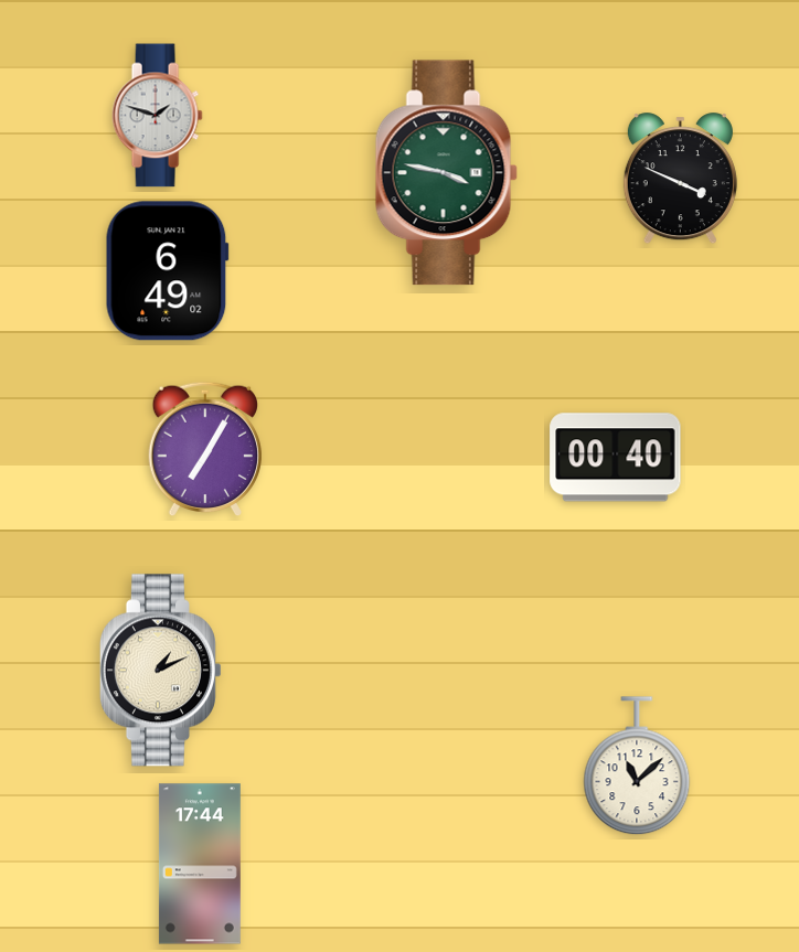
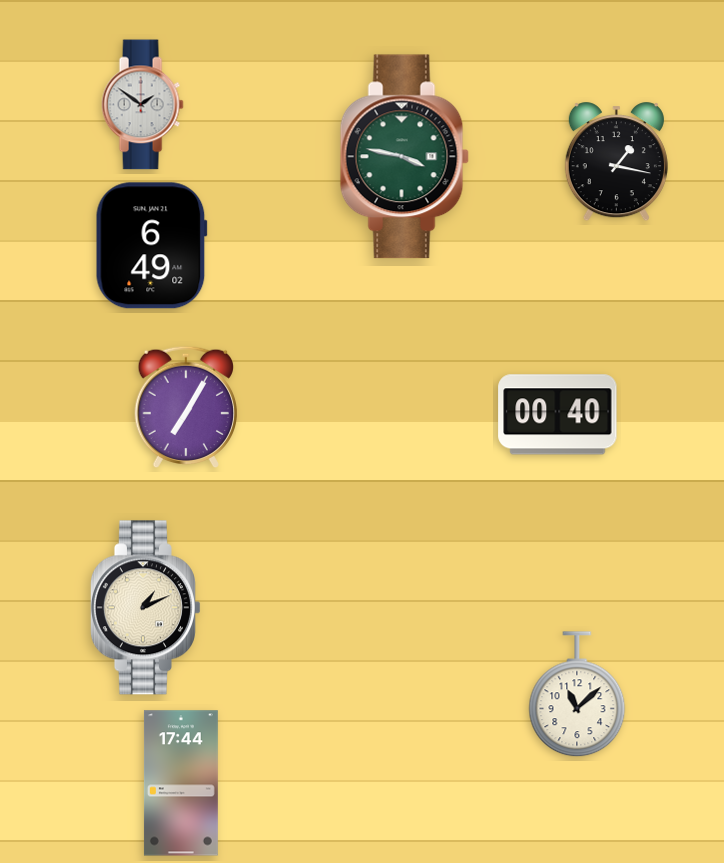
clock at (157, 116): 1:48 -> 1:51
clock at (680, 179): 3:49 -> 1:17
